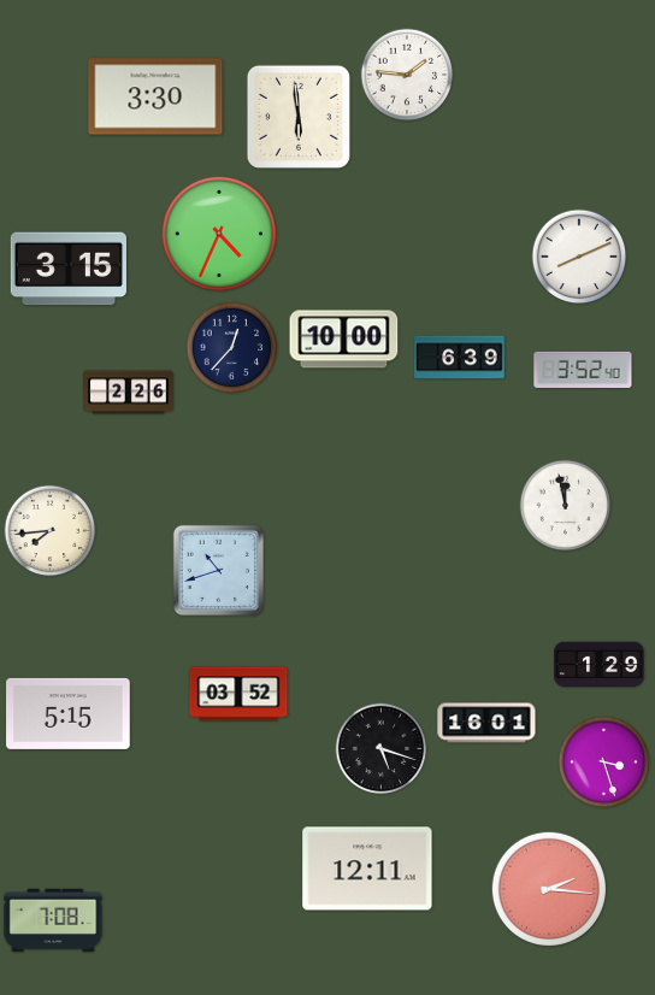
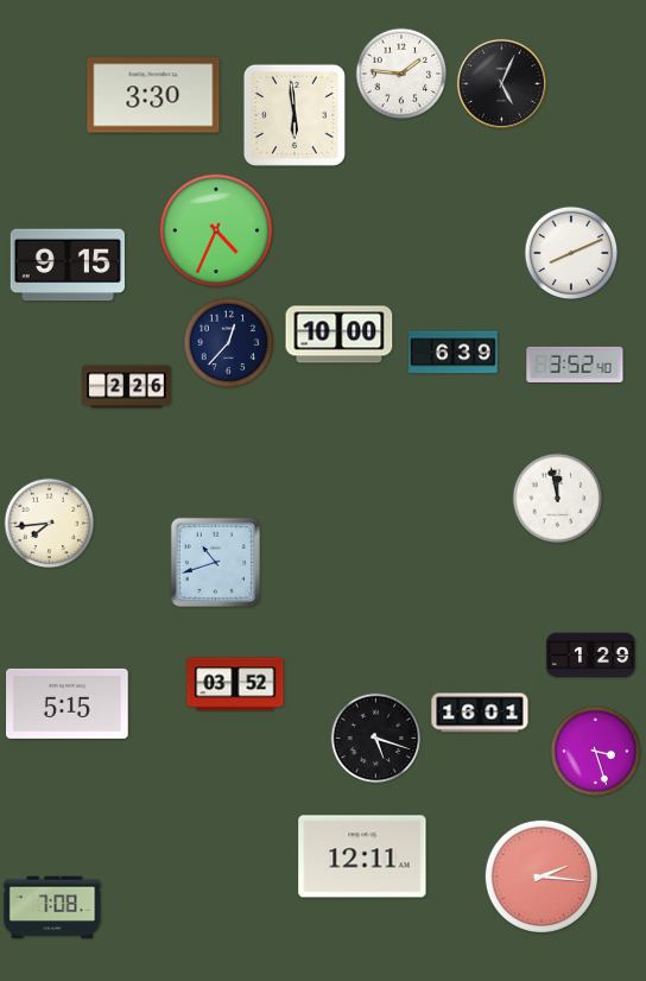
clock at (501, 83): none -> 5:04
clock at (69, 269): 3:15 -> 9:15
